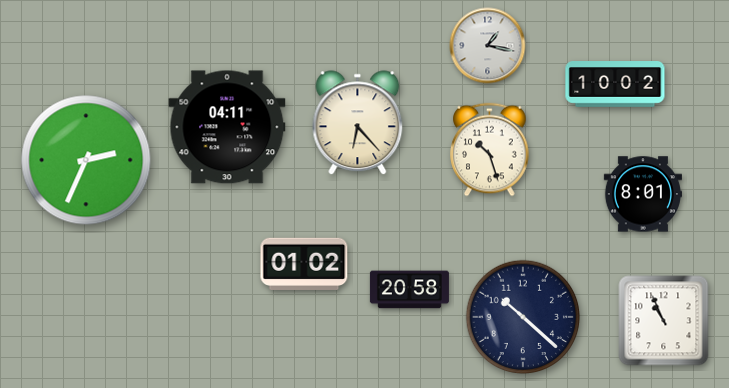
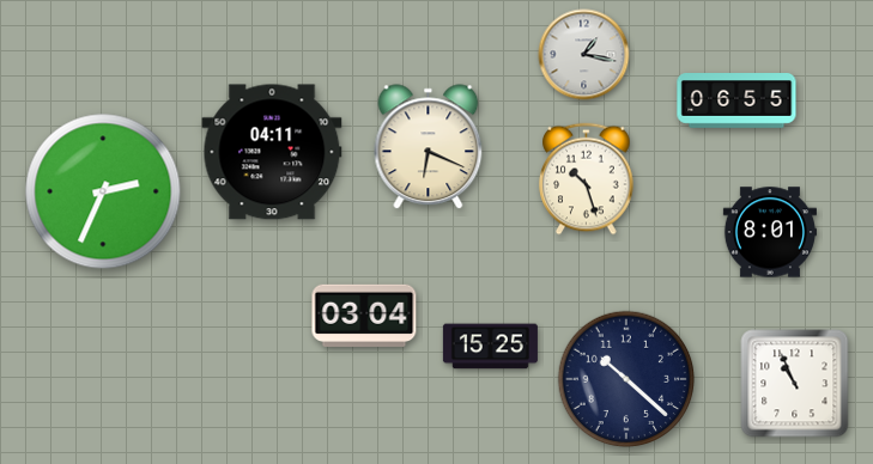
clock at (615, 85): 10:02 -> 06:55
clock at (358, 123): 6:23 -> 6:19
clock at (304, 264): 01:02 -> 03:04
clock at (409, 290): 20:58 -> 15:25
